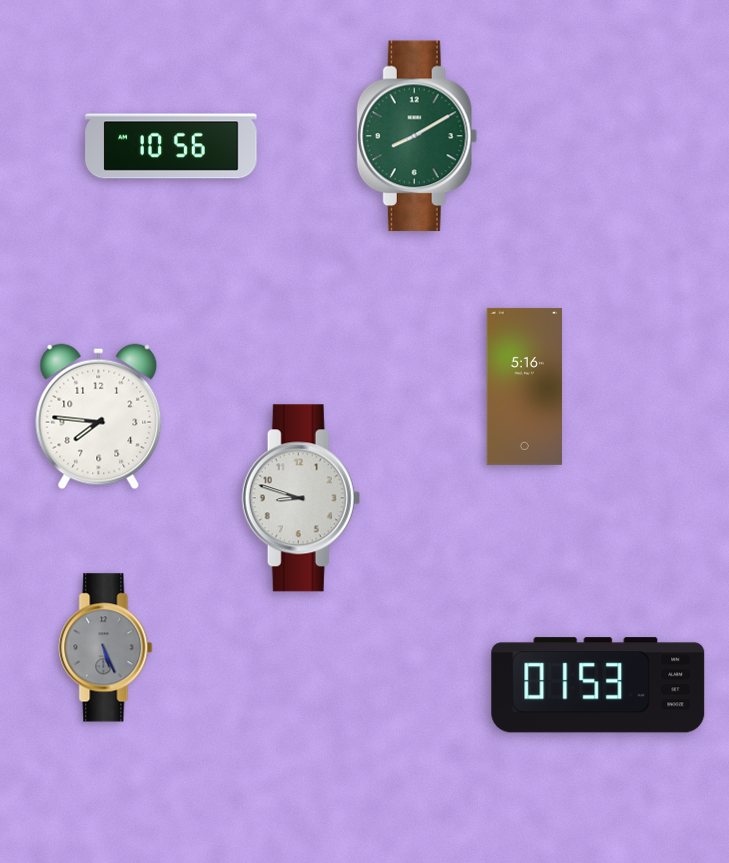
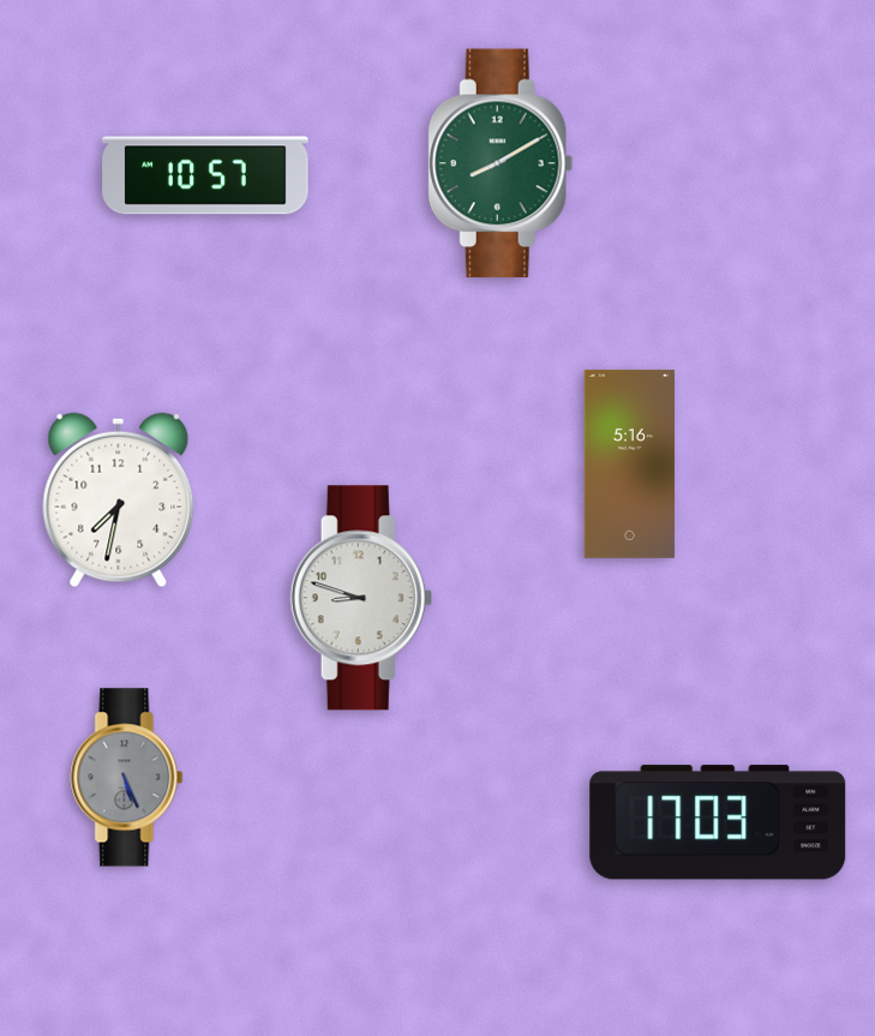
clock at (171, 146): 10:56 -> 10:57
clock at (99, 417): 7:46 -> 7:32
clock at (598, 685): 01:53 -> 17:03
